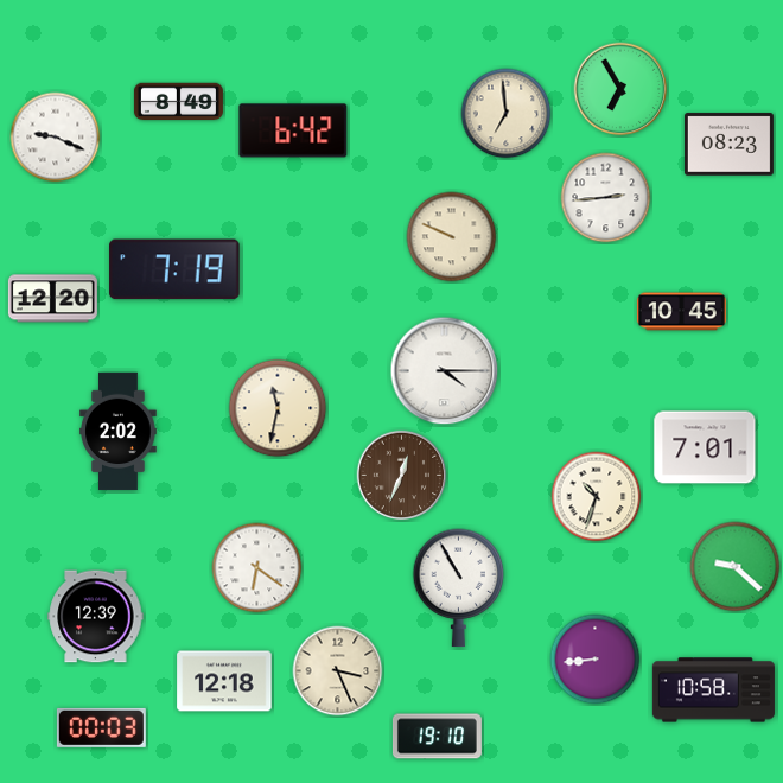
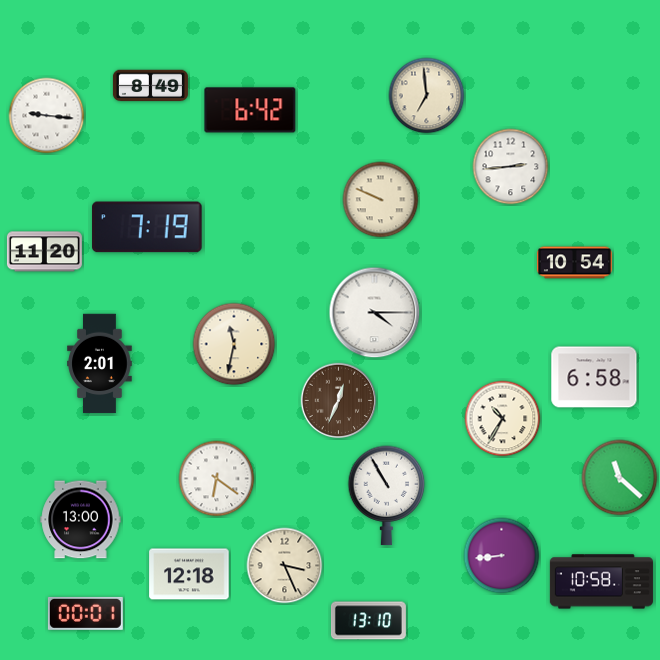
clock at (620, 89): 6:55 -> none
clock at (293, 130) position: (293, 130) -> (250, 110)
clock at (56, 138): 9:19 -> 9:16
clock at (728, 145): 08:23 -> none
clock at (52, 299): 12:20 -> 11:20
clock at (681, 312): 10:45 -> 10:54
clock at (119, 432): 2:02 -> 2:01
clock at (705, 447): 7:01 -> 6:58
clock at (597, 497): 10:33 -> 10:35
clock at (736, 567): 9:22 -> 11:22
clock at (96, 617): 12:39 -> 13:00
clock at (101, 727): 00:03 -> 00:01
clock at (437, 737): 19:10 -> 13:10
